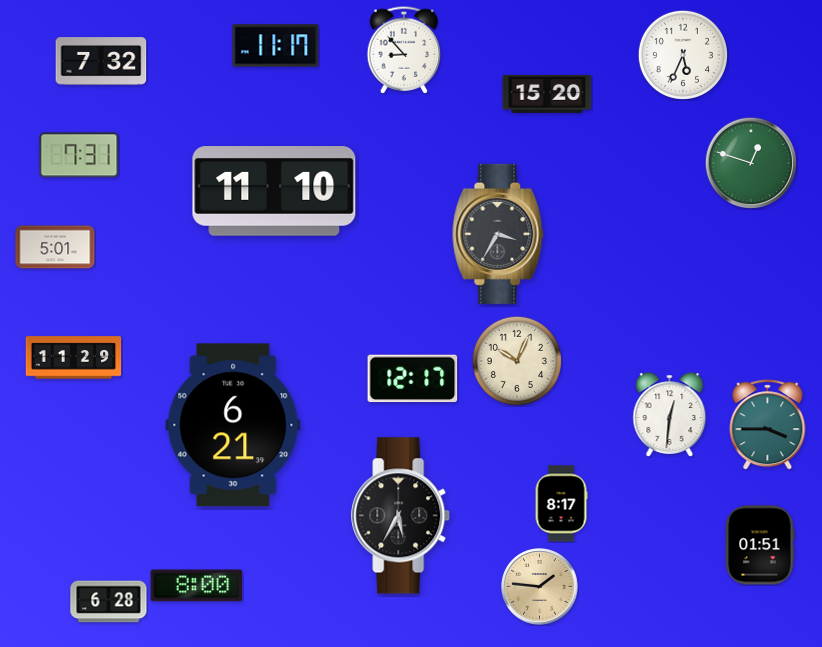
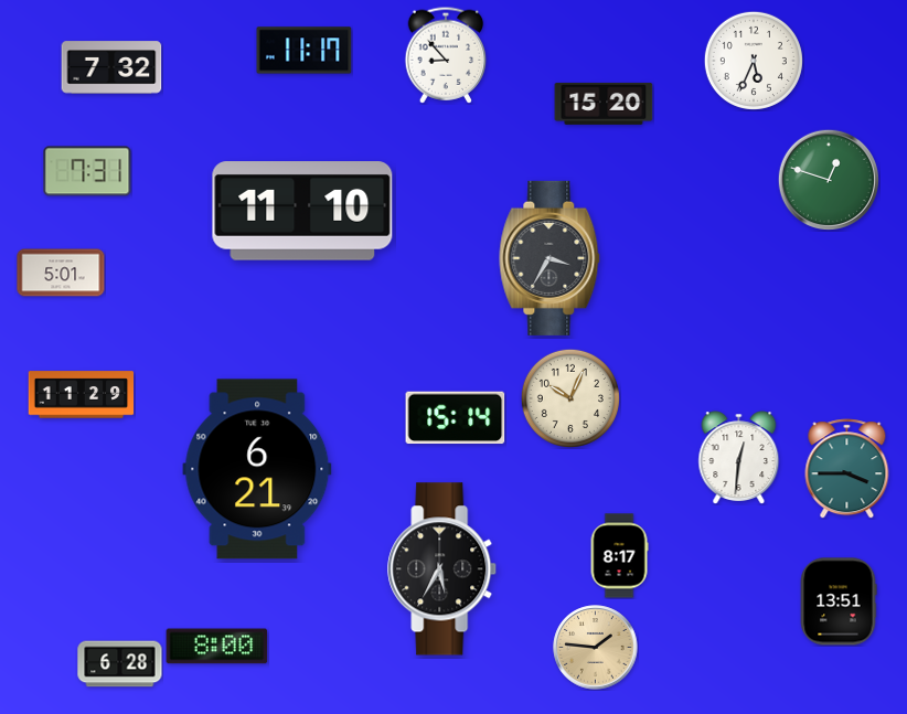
clock at (413, 379): 12:17 -> 15:14
clock at (760, 545): 01:51 -> 13:51
